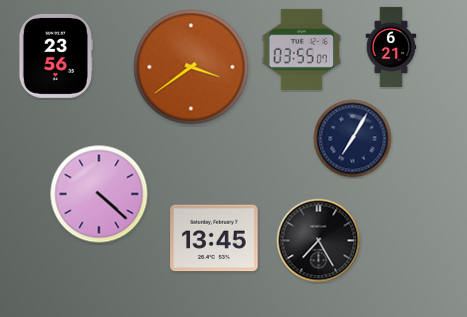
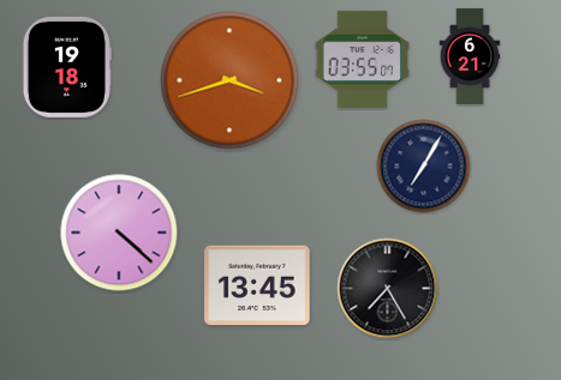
clock at (56, 56): 23:56 -> 19:18
clock at (191, 67): 3:39 -> 3:42
clock at (319, 241) position: (319, 241) -> (388, 289)
